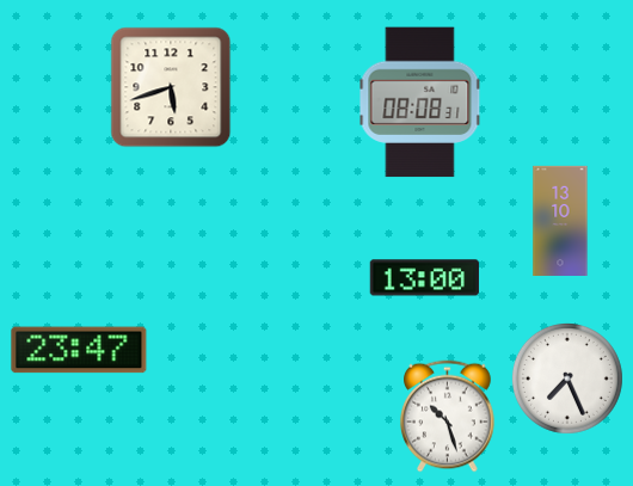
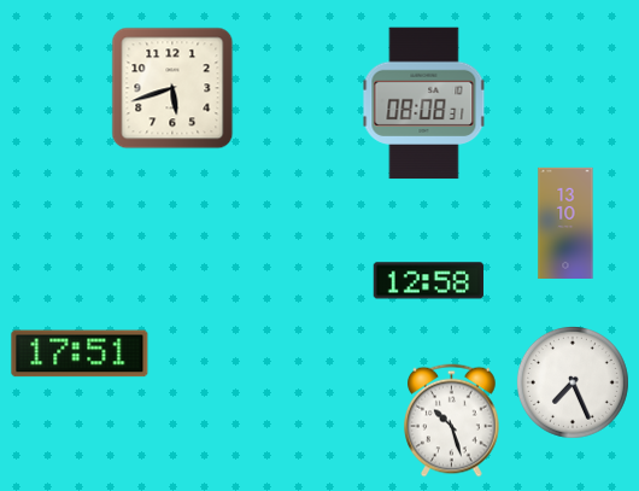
clock at (424, 278): 13:00 -> 12:58
clock at (79, 350): 23:47 -> 17:51
